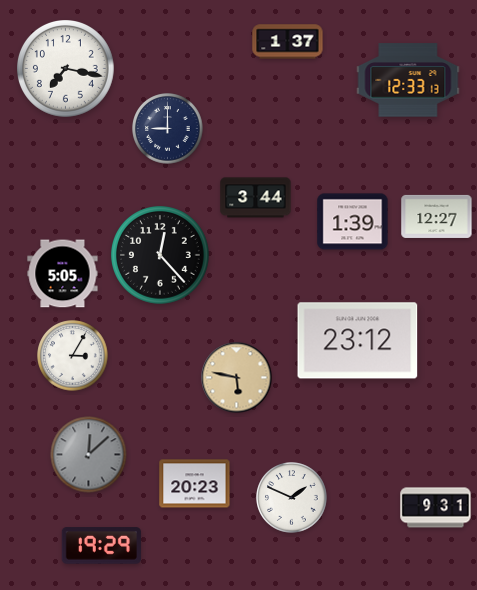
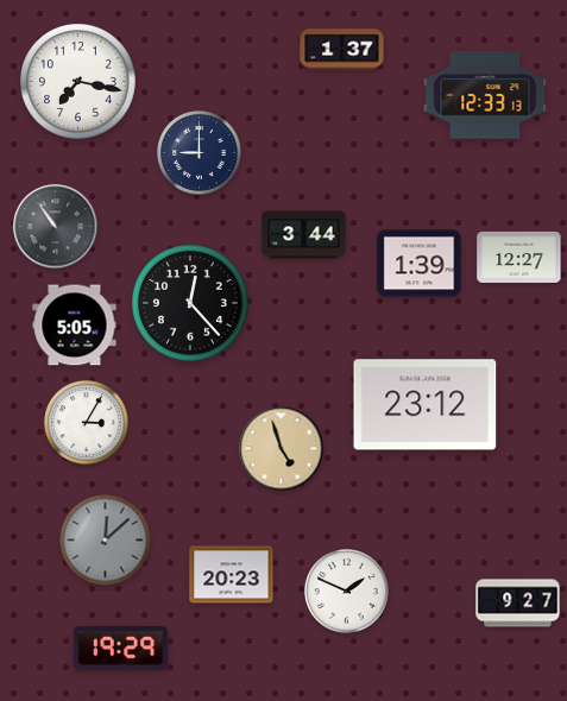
clock at (56, 227): none -> 10:54
clock at (237, 378): 5:47 -> 4:57
clock at (436, 508): 9:31 -> 9:27
